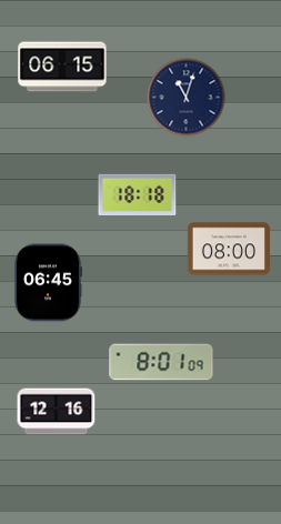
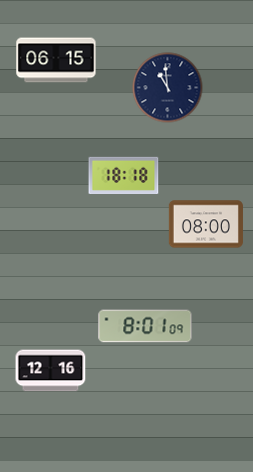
clock at (187, 98): 11:03 -> 10:59
clock at (47, 283): 06:45 -> none
